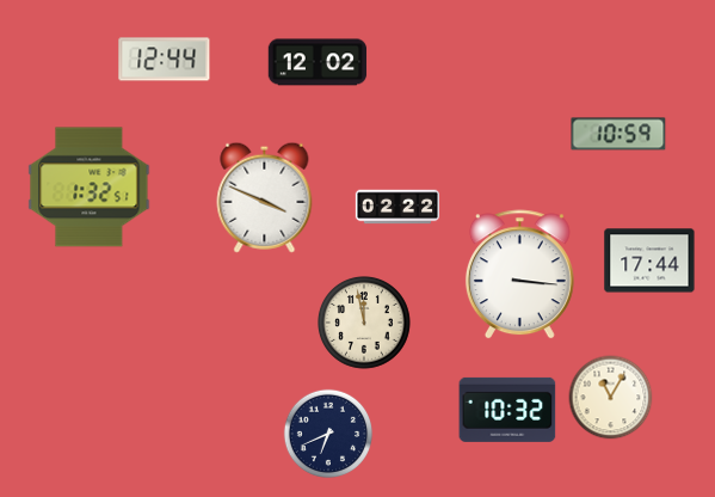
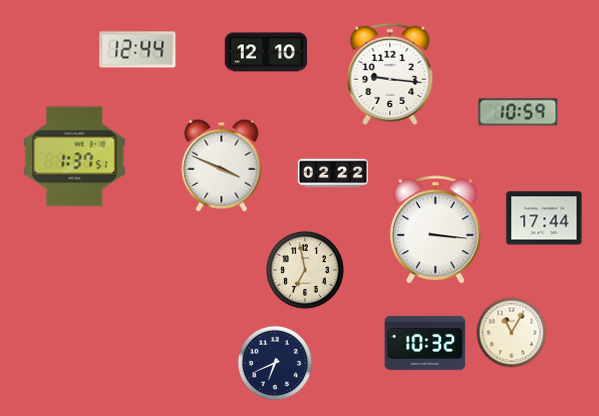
clock at (318, 62): 12:02 -> 12:10
clock at (390, 74): none -> 9:16
clock at (90, 188): 1:32 -> 1:37
clock at (365, 324): 11:58 -> 6:58
